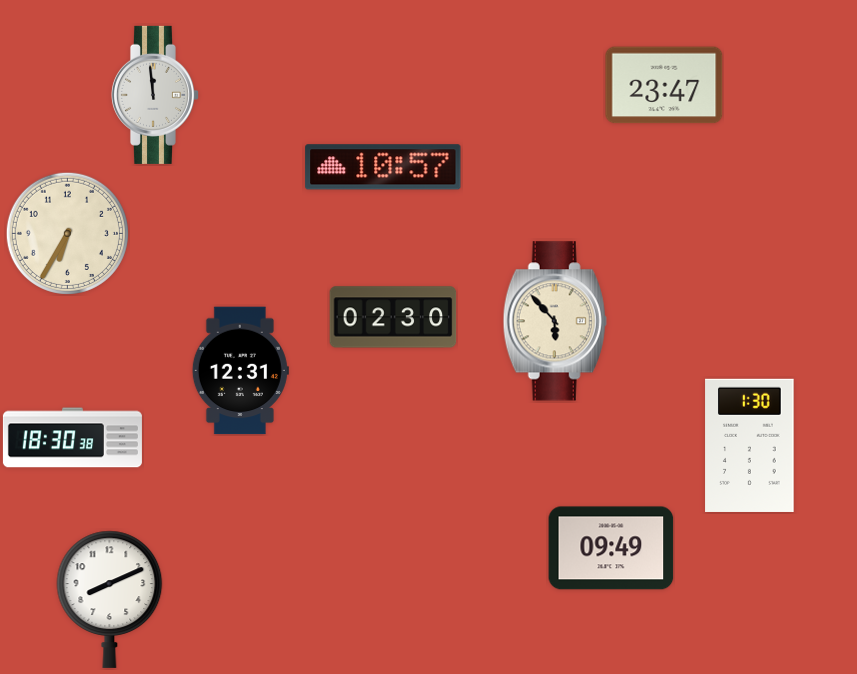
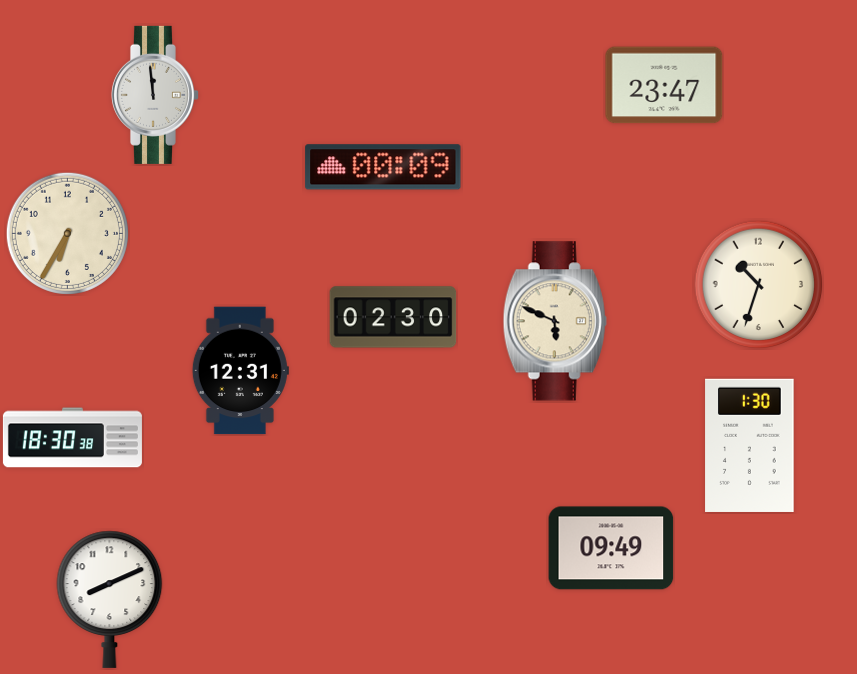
clock at (383, 167): 10:57 -> 00:09
clock at (758, 284): none -> 10:33
clock at (555, 321): 5:53 -> 5:49
